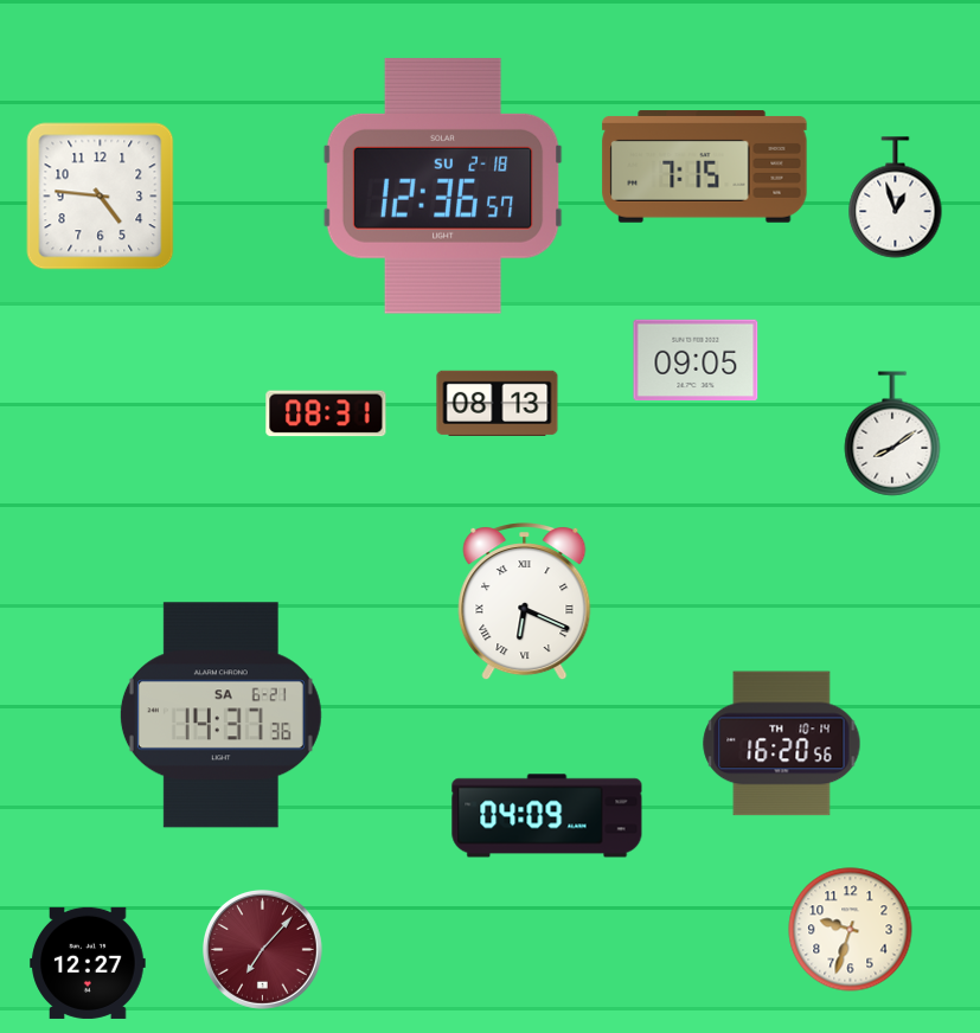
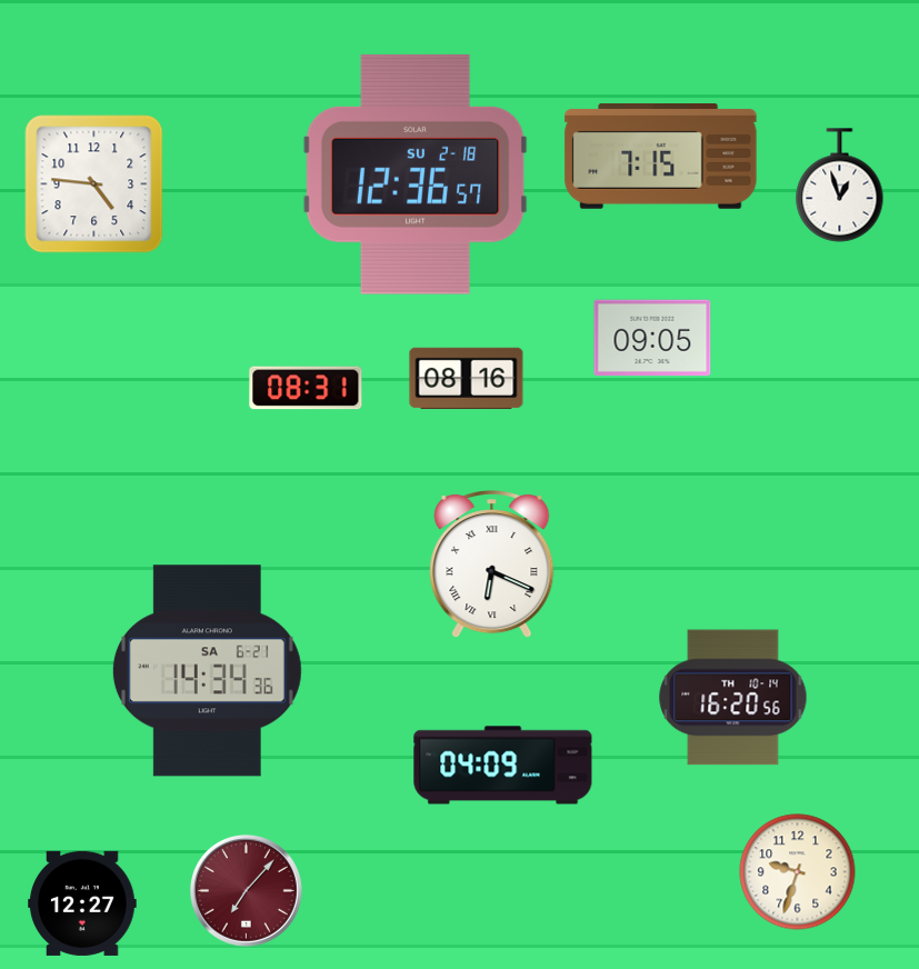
clock at (498, 404): 08:13 -> 08:16
clock at (892, 434): 8:09 -> none
clock at (220, 716): 14:37 -> 14:34
clock at (547, 816) position: (547, 816) -> (503, 766)
